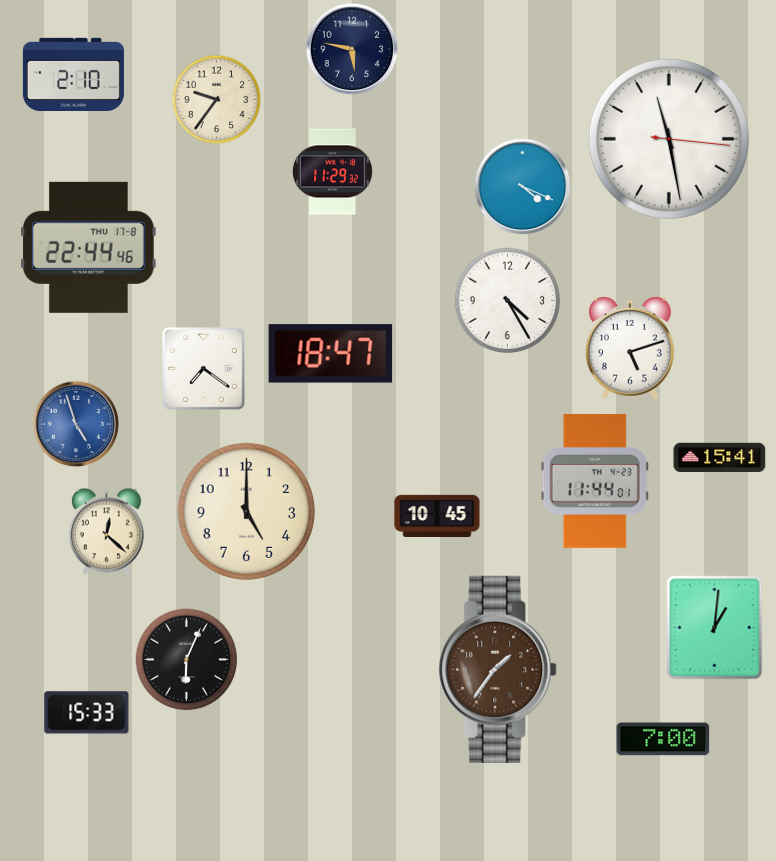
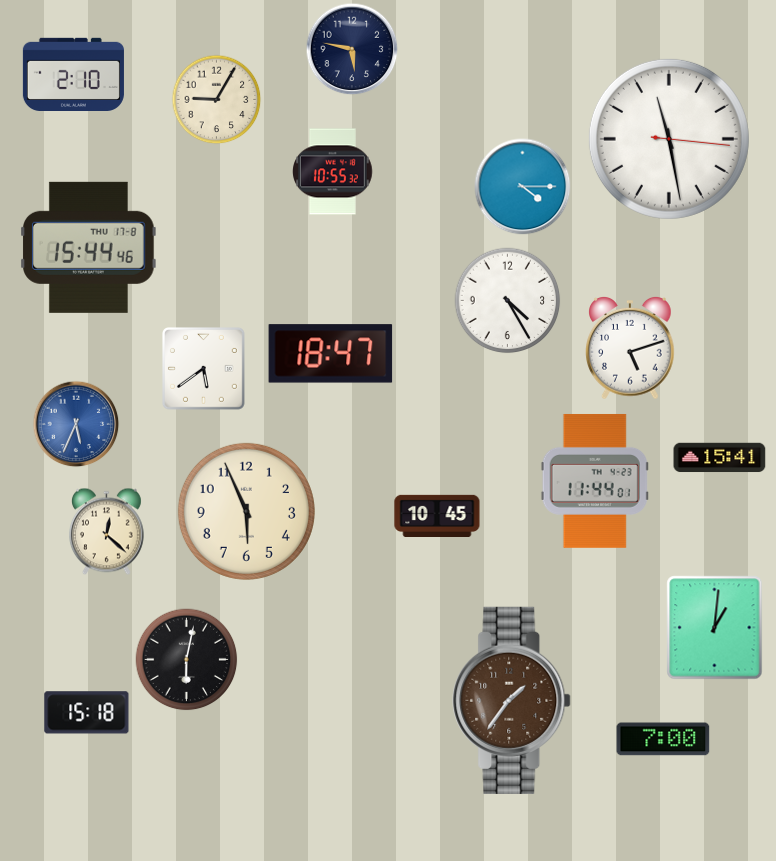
clock at (217, 100): 9:36 -> 9:05
clock at (333, 172): 11:29 -> 10:55
clock at (523, 187): 4:19 -> 4:15
clock at (89, 247): 22:44 -> 15:44
clock at (204, 369): 7:21 -> 5:39
clock at (76, 424): 4:57 -> 5:34
clock at (246, 511): 5:00 -> 5:56
clock at (187, 660): 6:04 -> 6:02
clock at (498, 669) position: (498, 669) -> (512, 700)
clock at (87, 713): 15:33 -> 15:18
